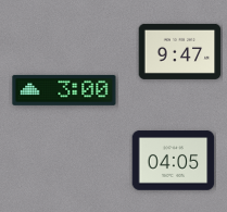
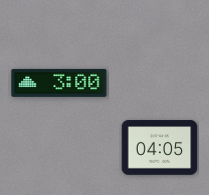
clock at (180, 51): 9:47 -> none
